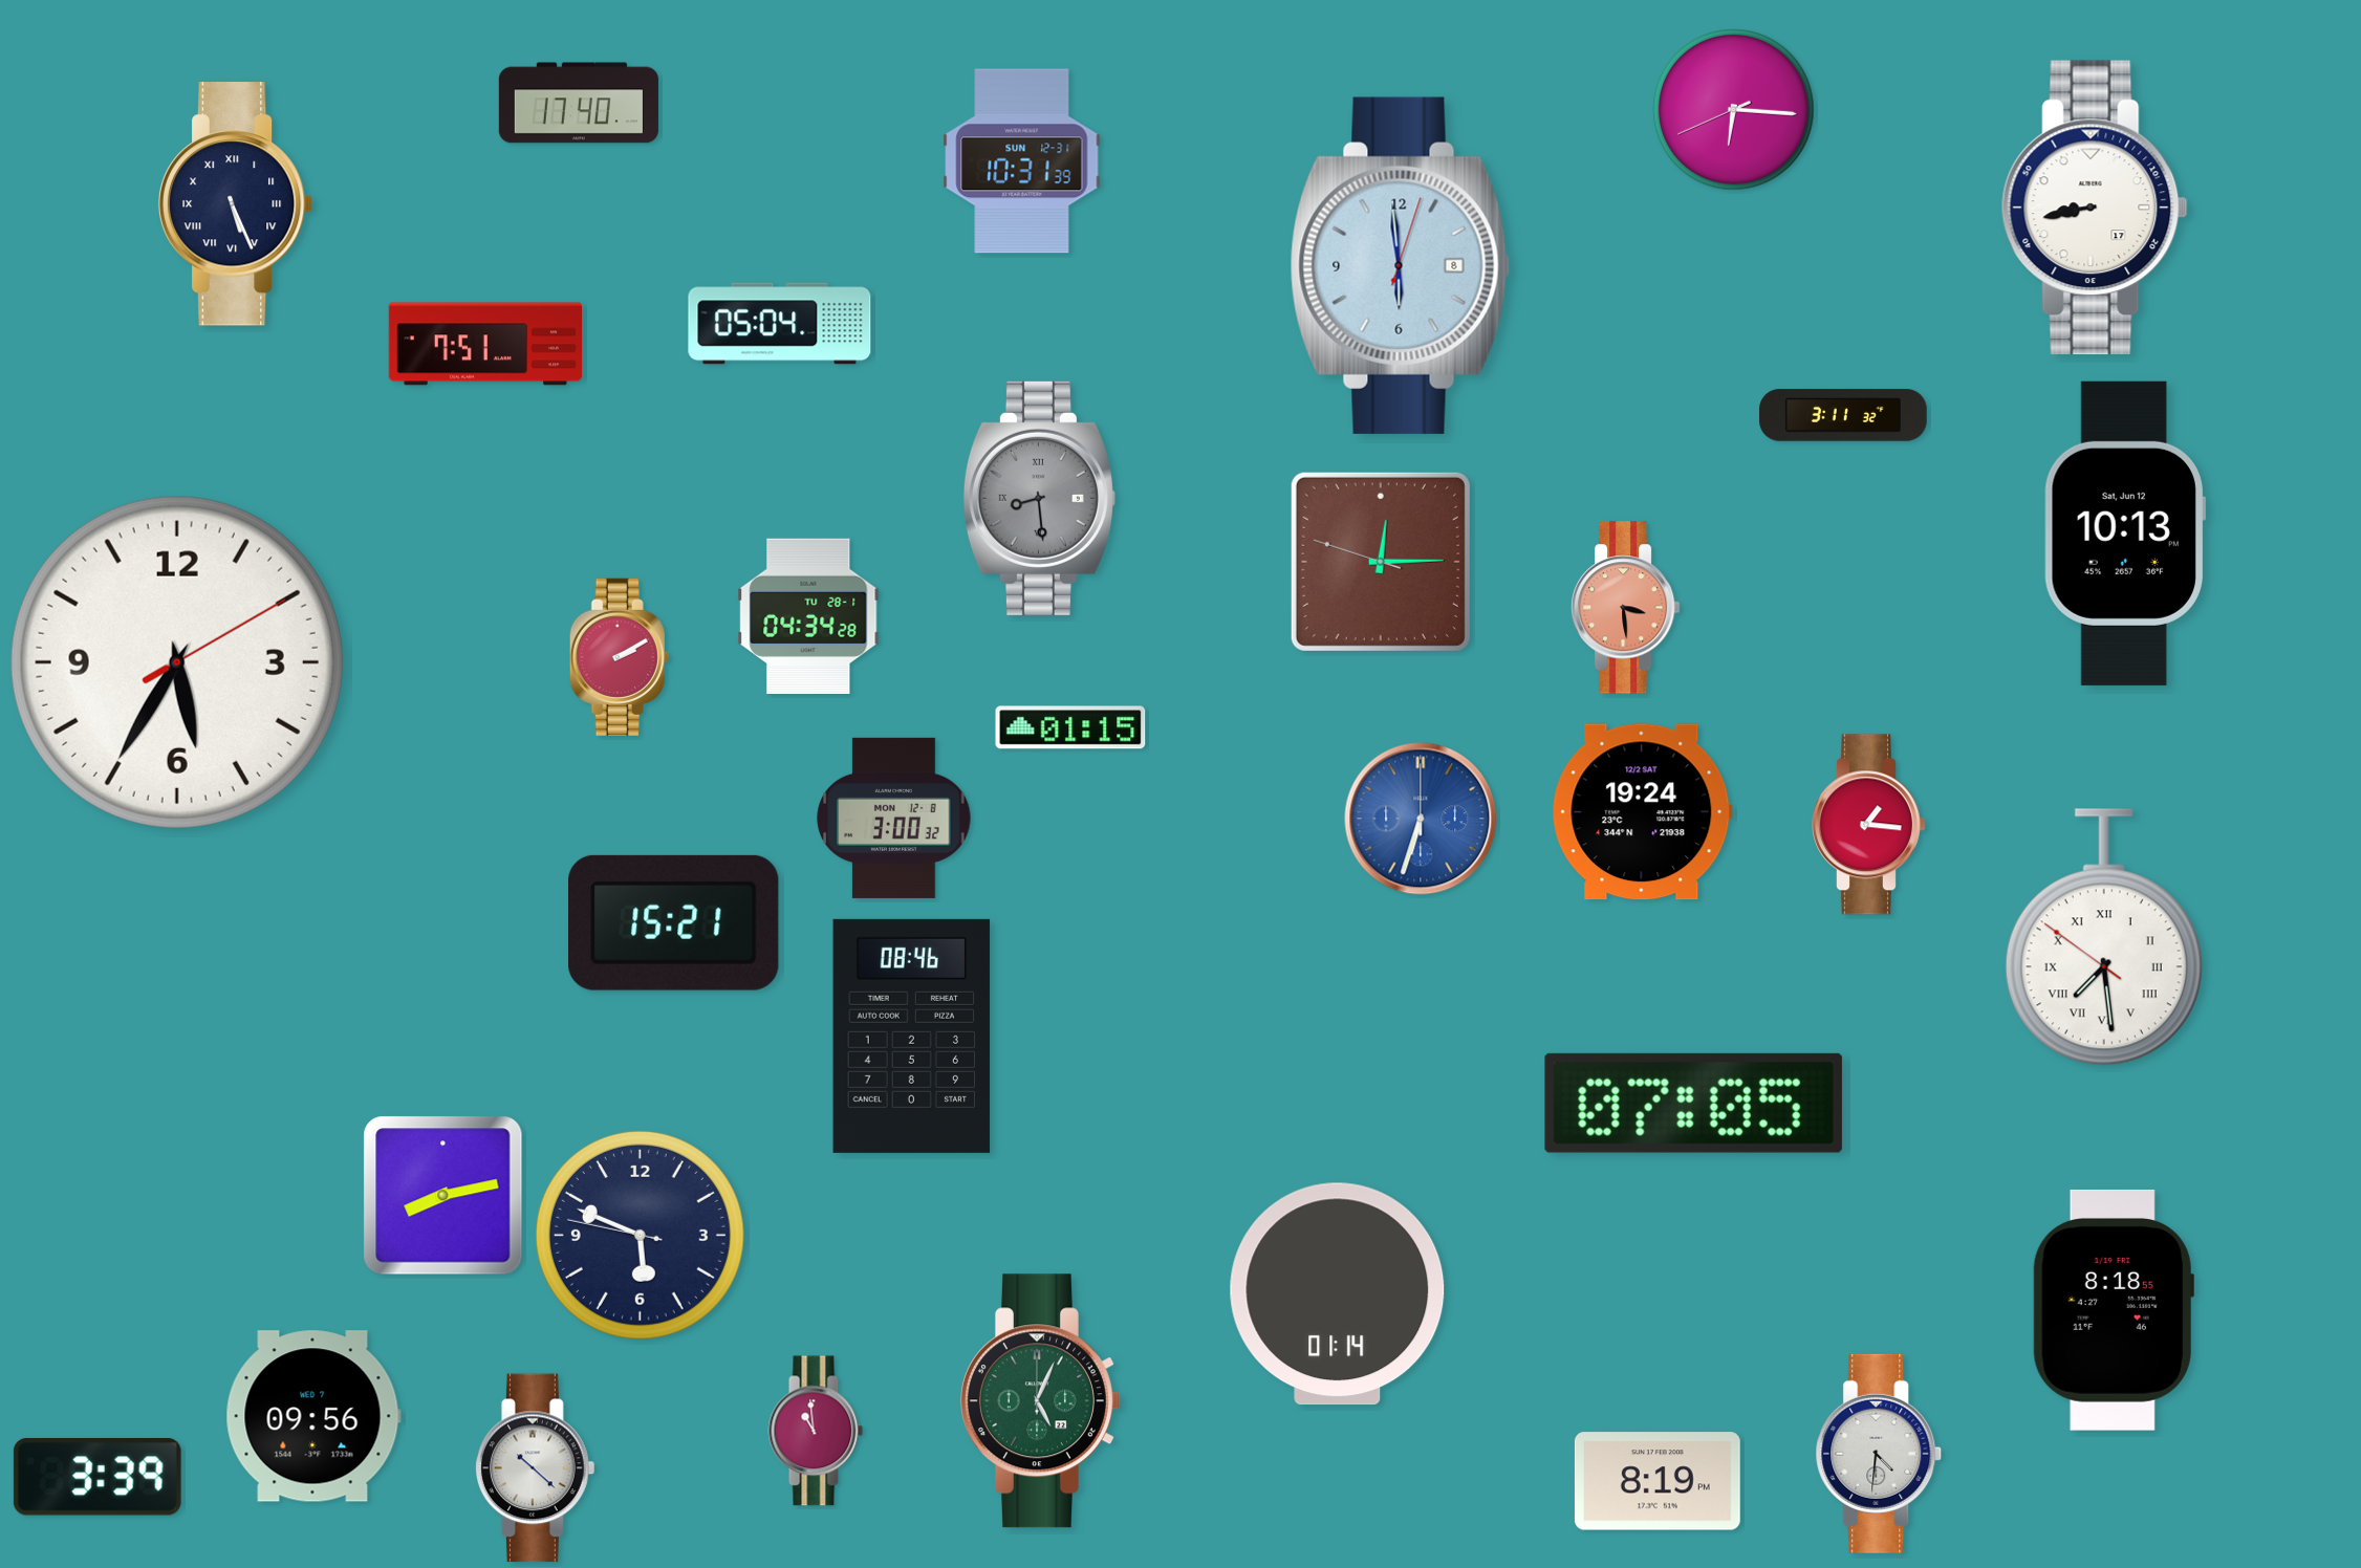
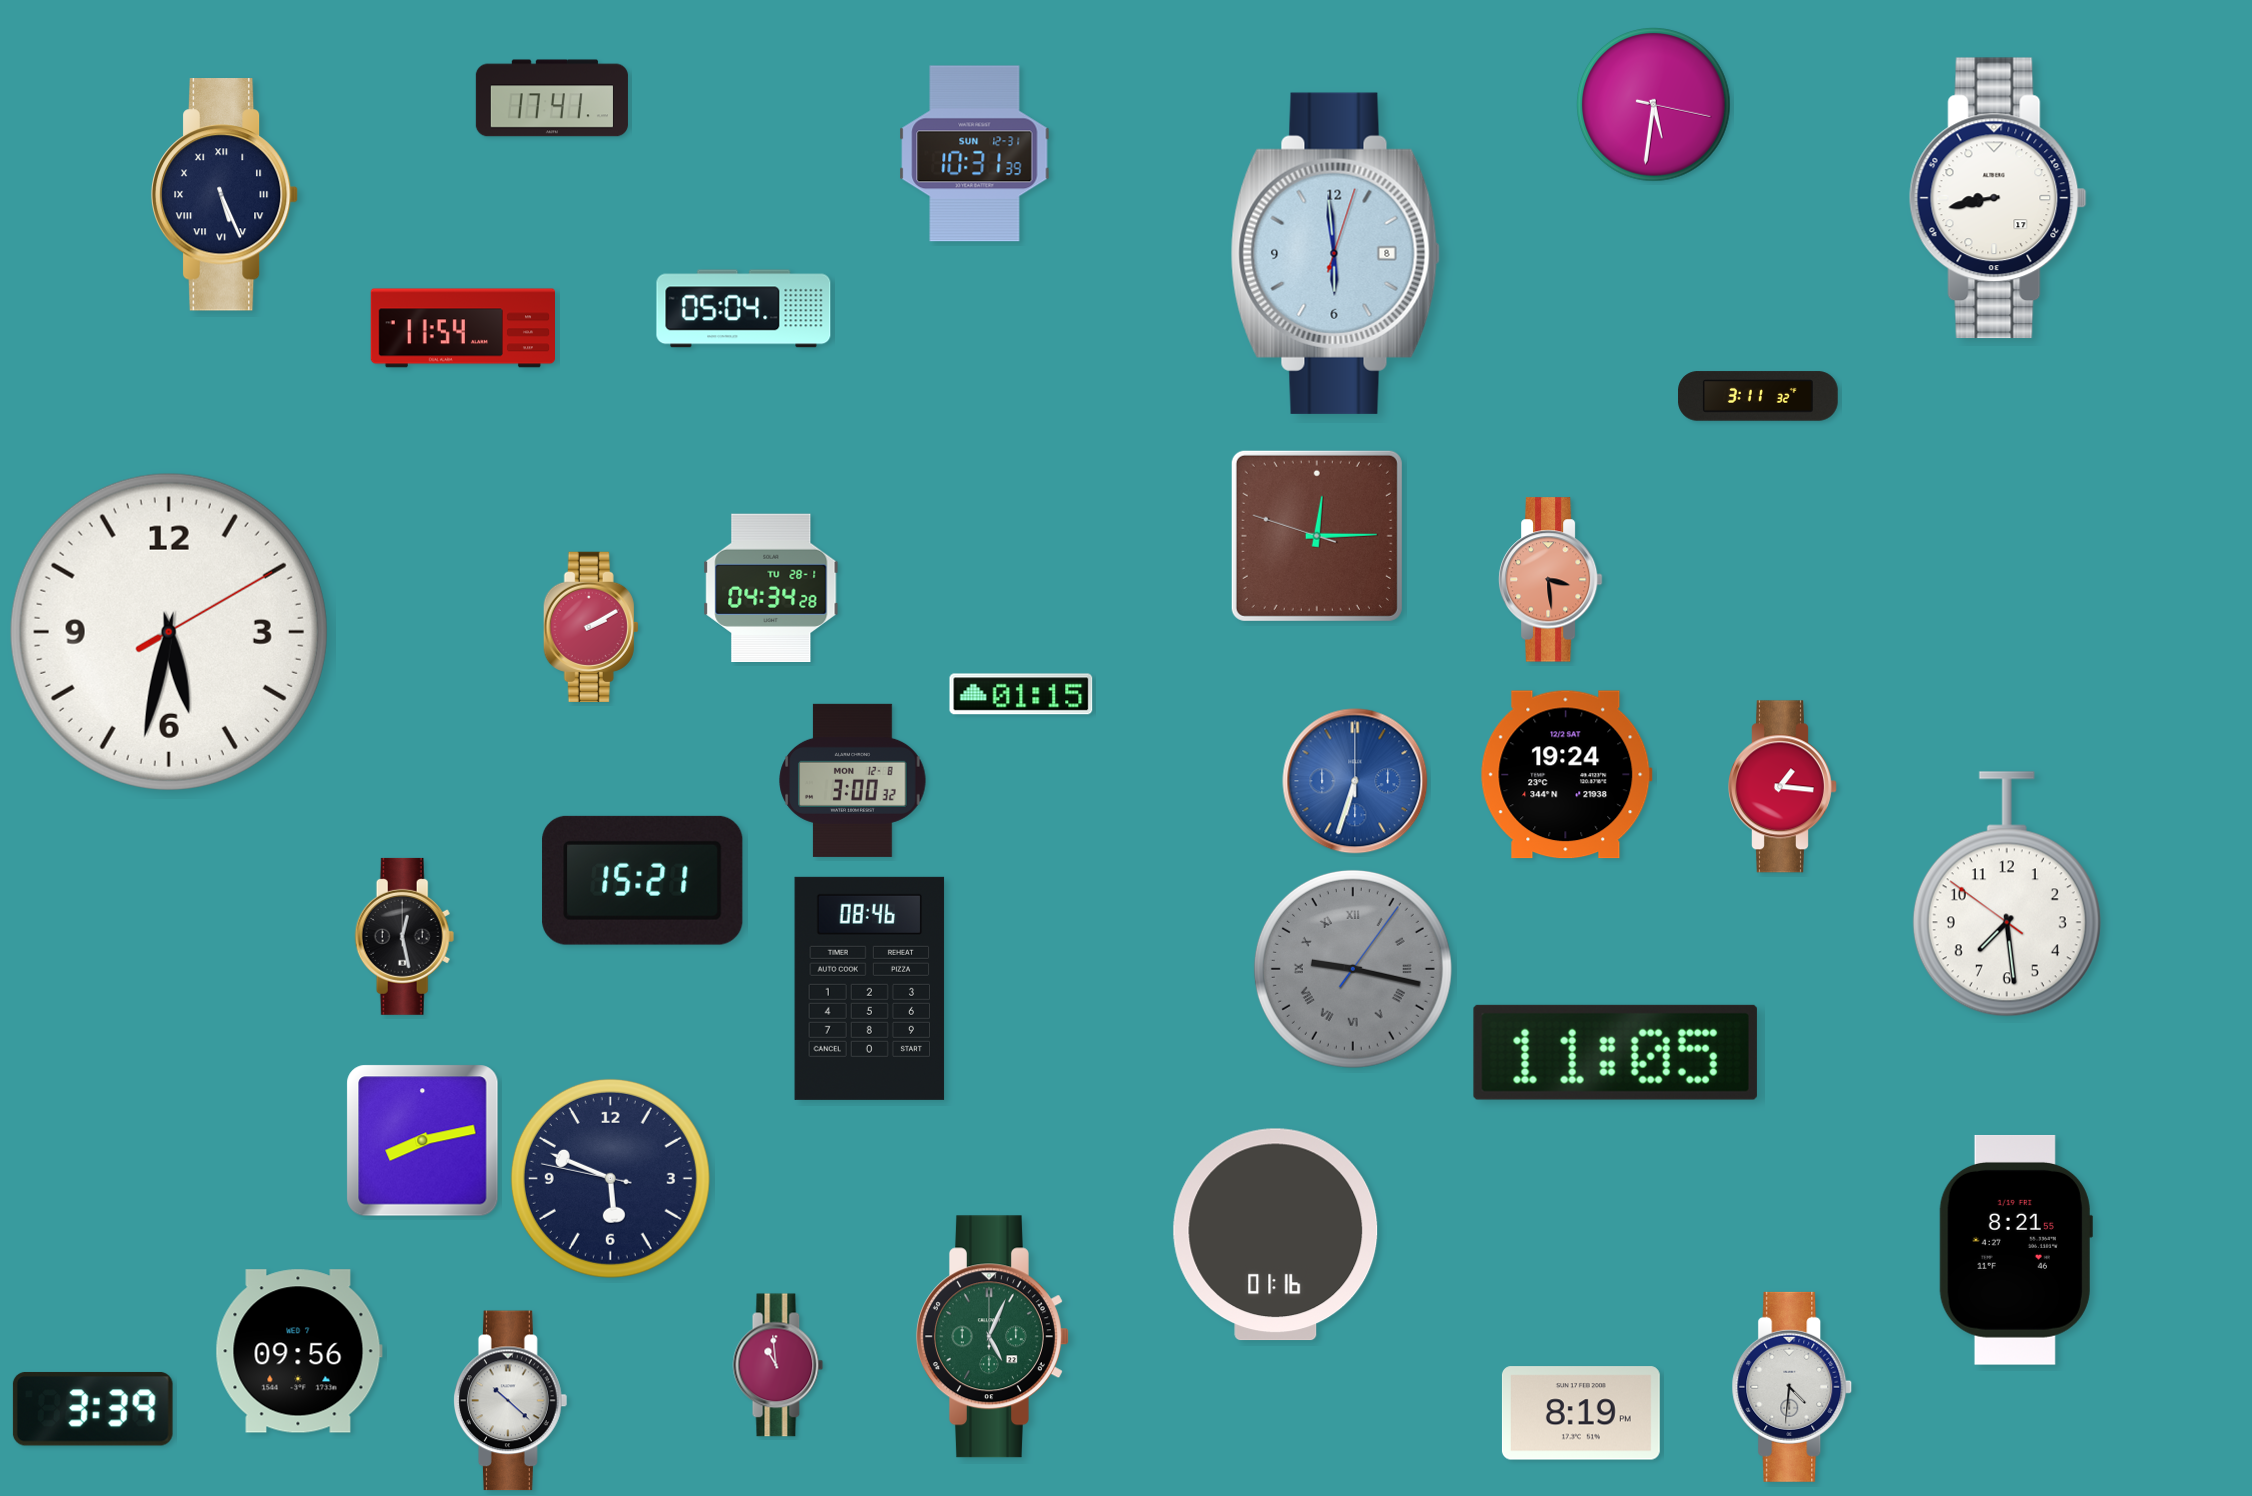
clock at (579, 103): 17:40 -> 17:41
clock at (1734, 110): 6:15 -> 5:31
clock at (484, 344): 7:51 -> 11:54
clock at (1039, 498): 8:29 -> none
clock at (2125, 533): 10:13 -> none
clock at (177, 662): 5:35 -> 5:32
clock at (2104, 937) numerals: Roman -> Arabic
clock at (405, 936): none -> 12:28
clock at (1353, 969): none -> 9:17
clock at (1693, 1103): 07:05 -> 11:05
clock at (1338, 1294): 01:14 -> 01:16
clock at (2114, 1310): 8:18 -> 8:21
